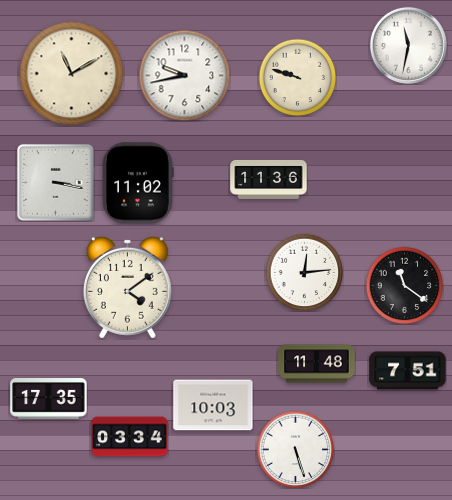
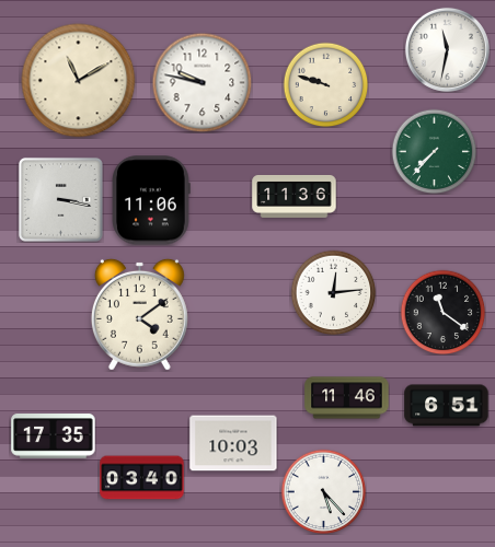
clock at (184, 75): 9:43 -> 9:47
clock at (434, 151): none -> 7:37
clock at (138, 183): 11:02 -> 11:06
clock at (304, 272) position: (304, 272) -> (333, 292)
clock at (317, 364): 11:48 -> 11:46
clock at (408, 371): 7:51 -> 6:51
clock at (130, 437): 03:34 -> 03:40
clock at (295, 449): 5:27 -> 5:23
